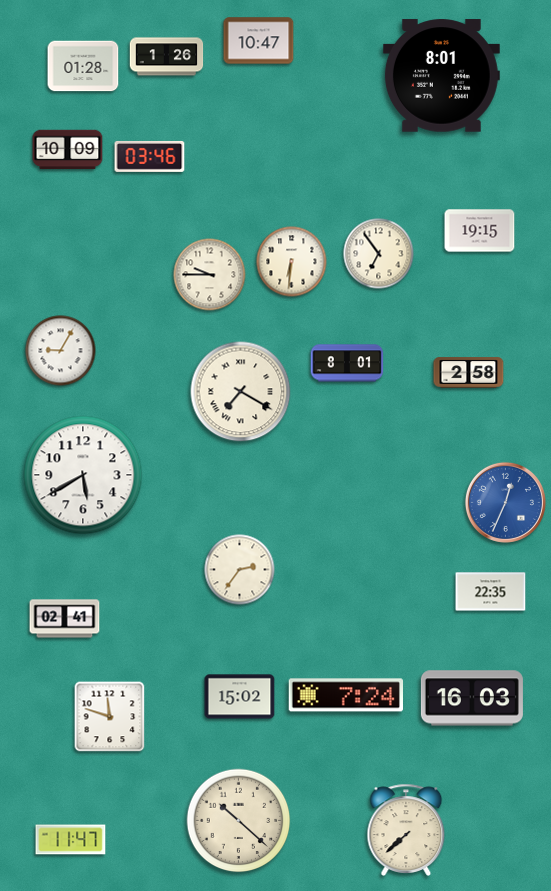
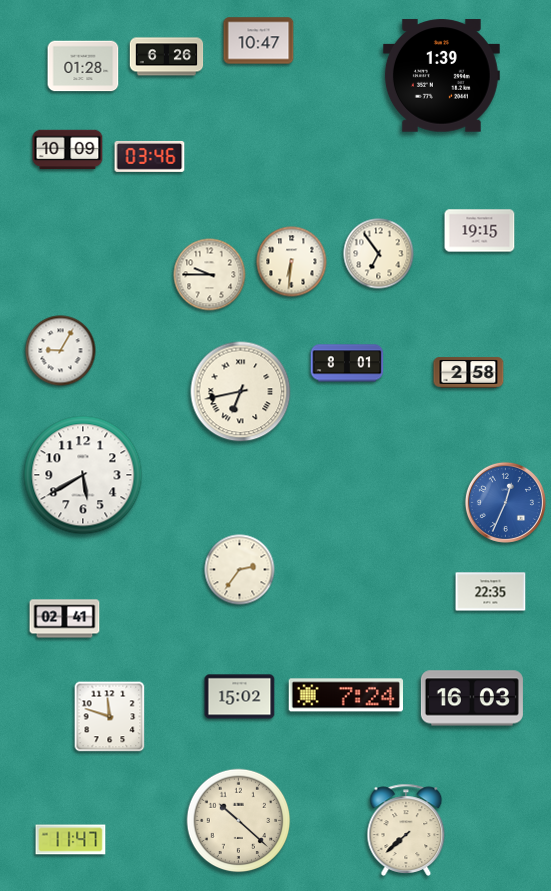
clock at (167, 57): 1:26 -> 6:26
clock at (441, 76): 8:01 -> 1:39
clock at (241, 392): 7:20 -> 6:43
